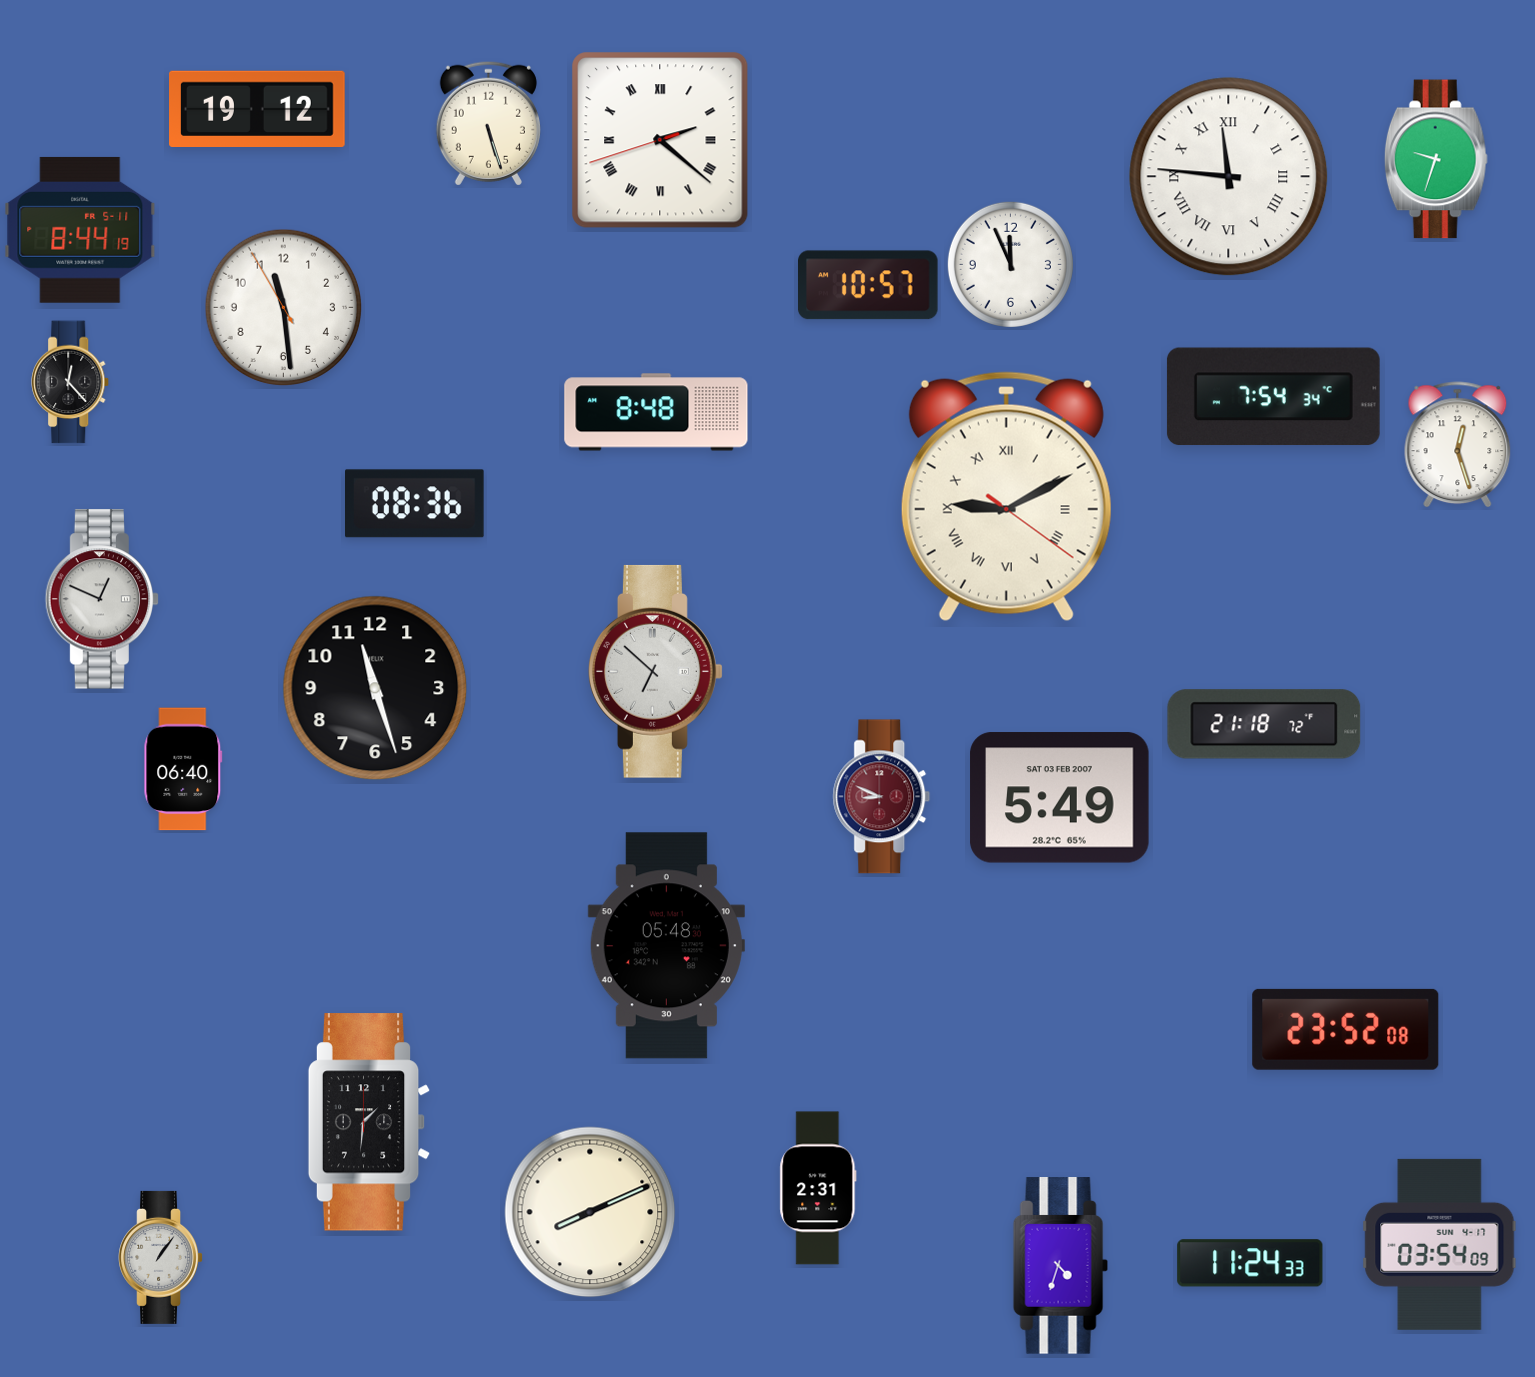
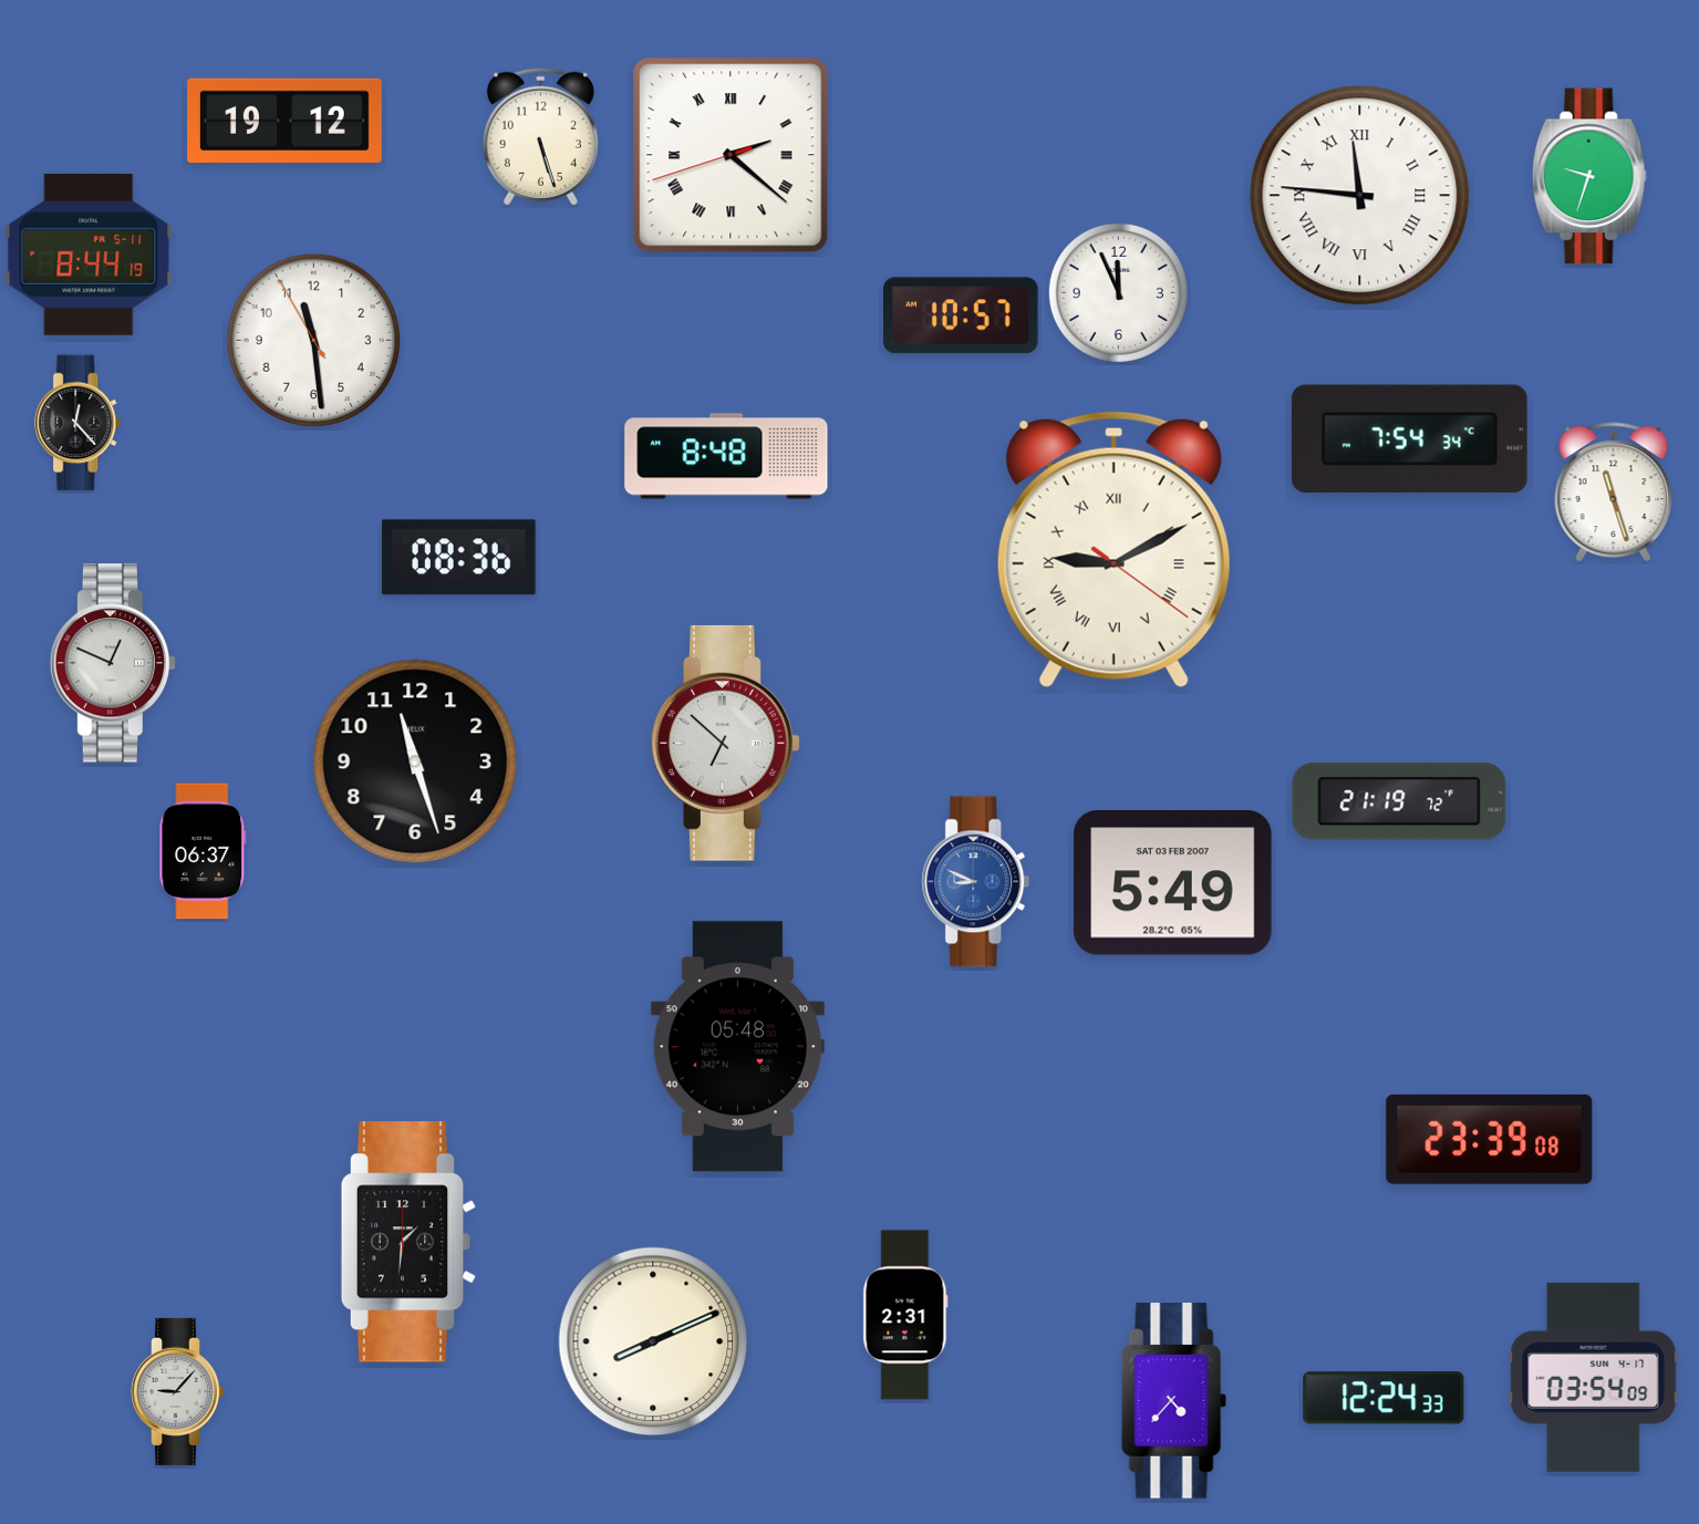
clock at (1458, 445): 12:27 -> 11:27
clock at (1264, 724): 21:18 -> 21:19
clock at (183, 769): 06:40 -> 06:37
clock at (882, 797) dial: burgundy -> blue
clock at (1346, 1029): 23:52 -> 23:39
clock at (161, 1257): 1:06 -> 9:07
clock at (1250, 1263): 11:24 -> 12:24
clock at (1060, 1266): 4:33 -> 4:37
